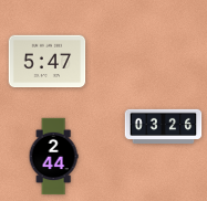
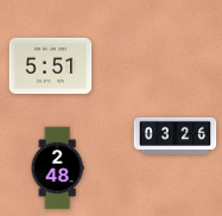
clock at (48, 62): 5:47 -> 5:51
clock at (53, 157): 2:44 -> 2:48
